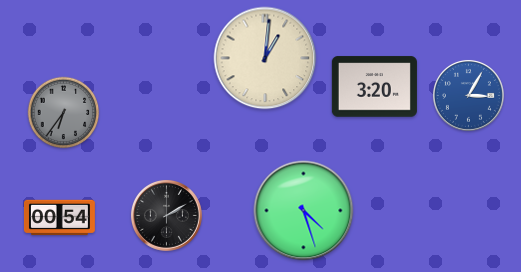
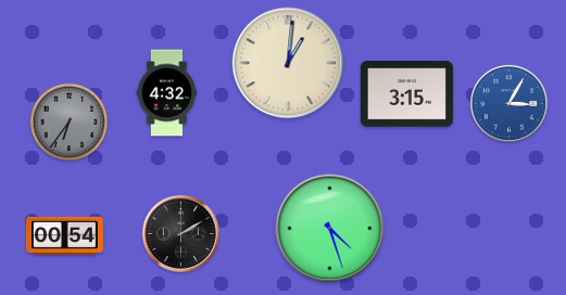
clock at (167, 93): none -> 4:32
clock at (374, 87): 3:20 -> 3:15
